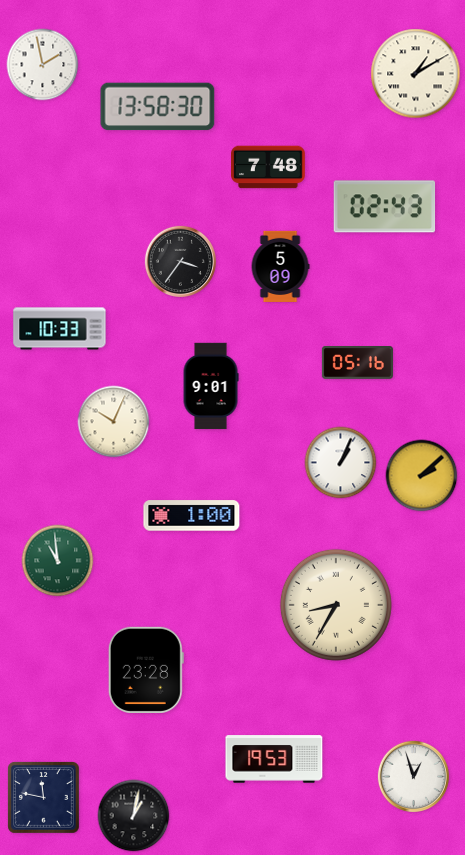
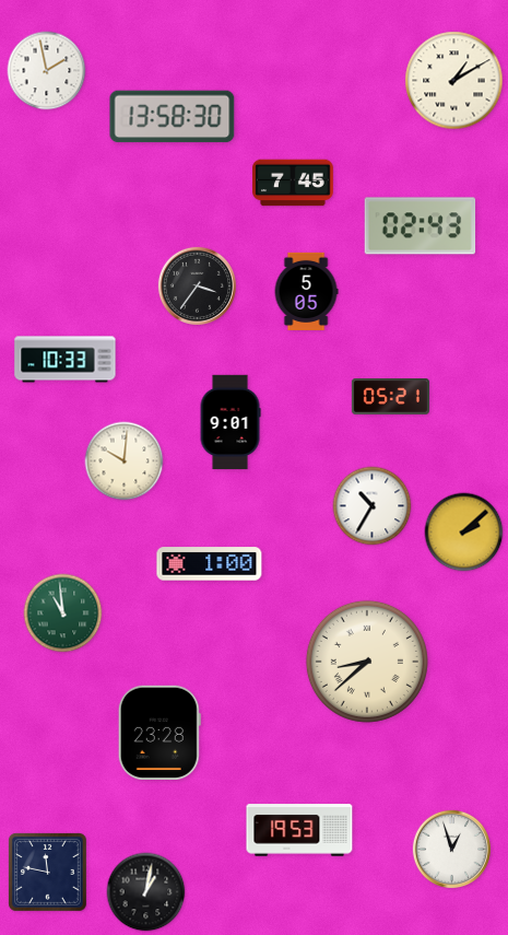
clock at (268, 167): 7:48 -> 7:45
clock at (280, 266): 5:09 -> 5:05
clock at (357, 363): 05:16 -> 05:21
clock at (114, 422): 10:04 -> 10:01
clock at (341, 463): 1:04 -> 10:35
clock at (422, 476) position: (422, 476) -> (464, 533)
clock at (336, 605): 8:35 -> 8:38
